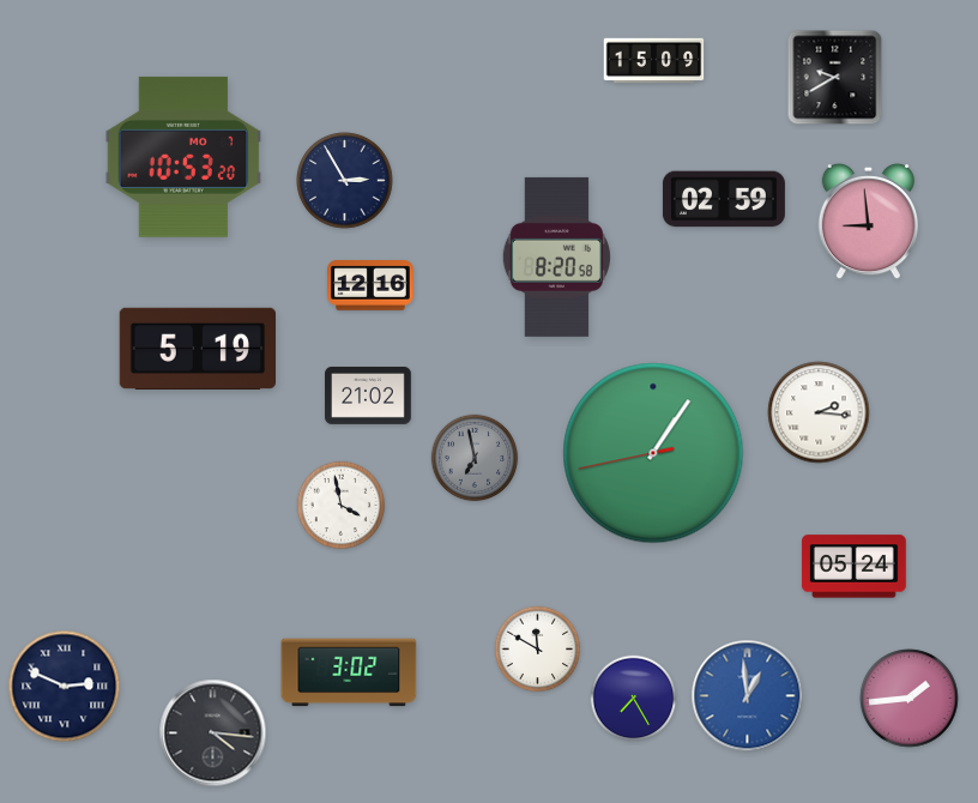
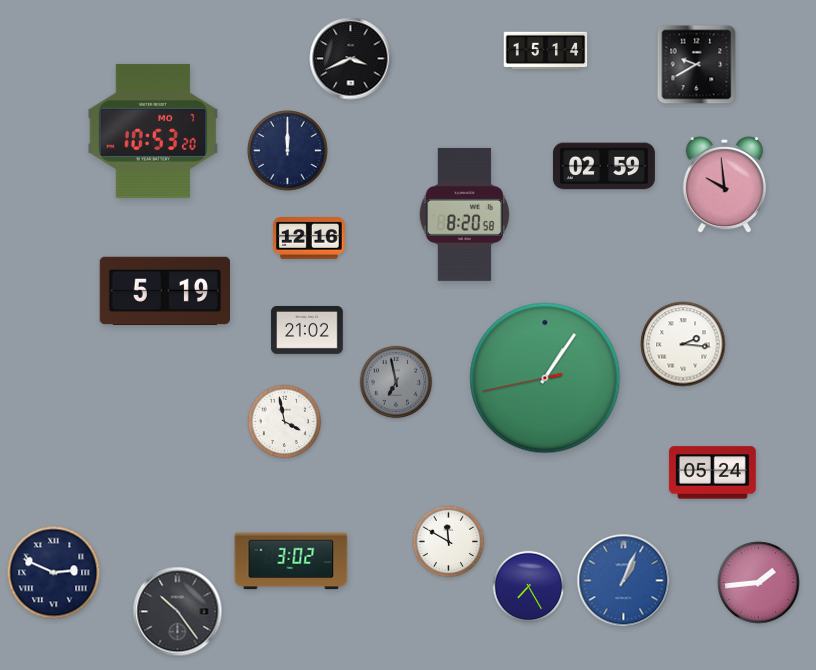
clock at (654, 61): 15:09 -> 15:14
clock at (351, 59): none -> 3:41
clock at (345, 181): 2:55 -> 12:00
clock at (868, 222): 8:59 -> 9:59
clock at (748, 696): 12:59 -> 1:04
clock at (634, 699) position: (634, 699) -> (529, 587)
clock at (213, 733): 4:16 -> 10:24
